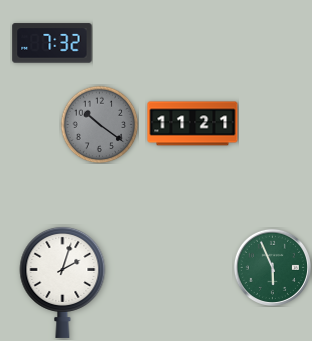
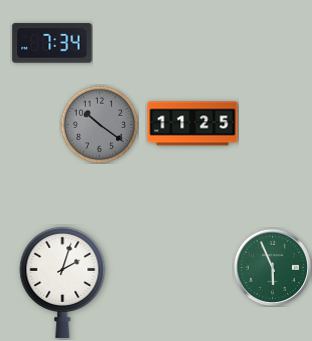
clock at (52, 43): 7:32 -> 7:34
clock at (193, 124): 11:21 -> 11:25
